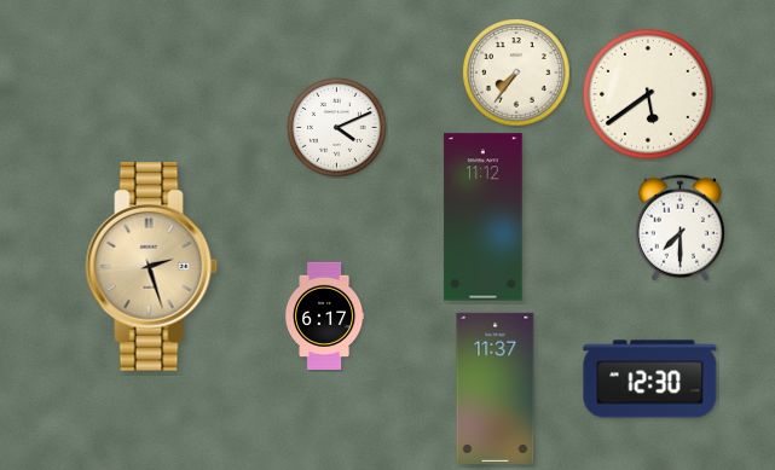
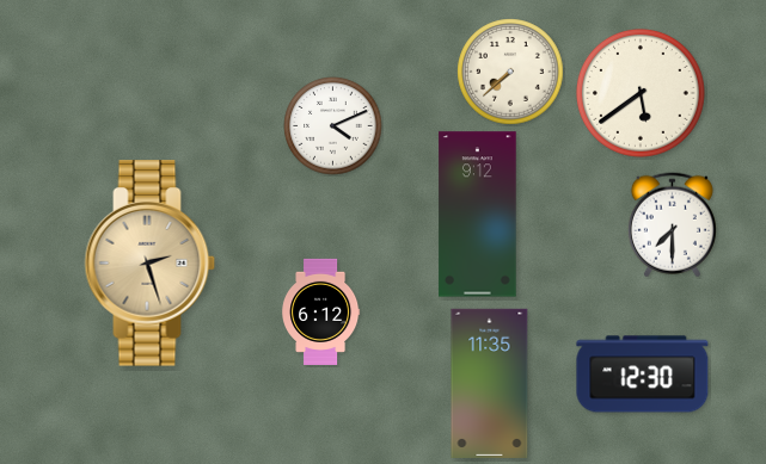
clock at (516, 72): 7:36 -> 7:38
clock at (484, 217): 11:12 -> 9:12
clock at (325, 315): 6:17 -> 6:12
clock at (496, 388): 11:37 -> 11:35
